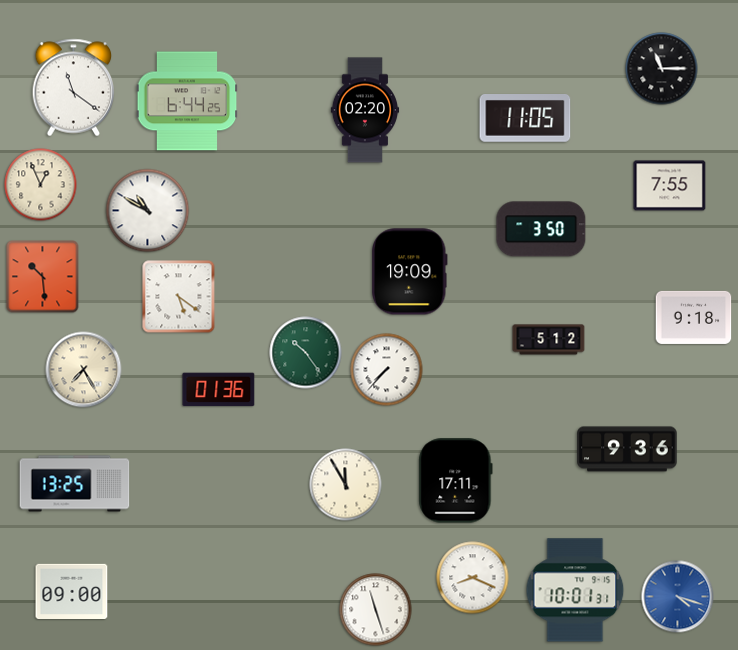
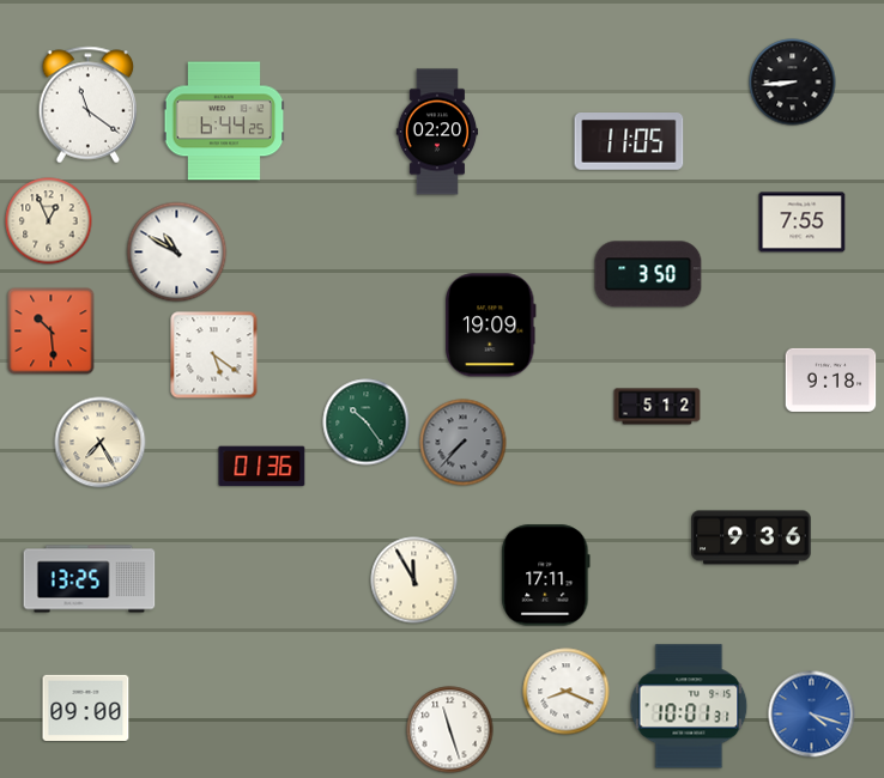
clock at (662, 69): 11:15 -> 8:44
clock at (387, 370) dial: white -> grey
